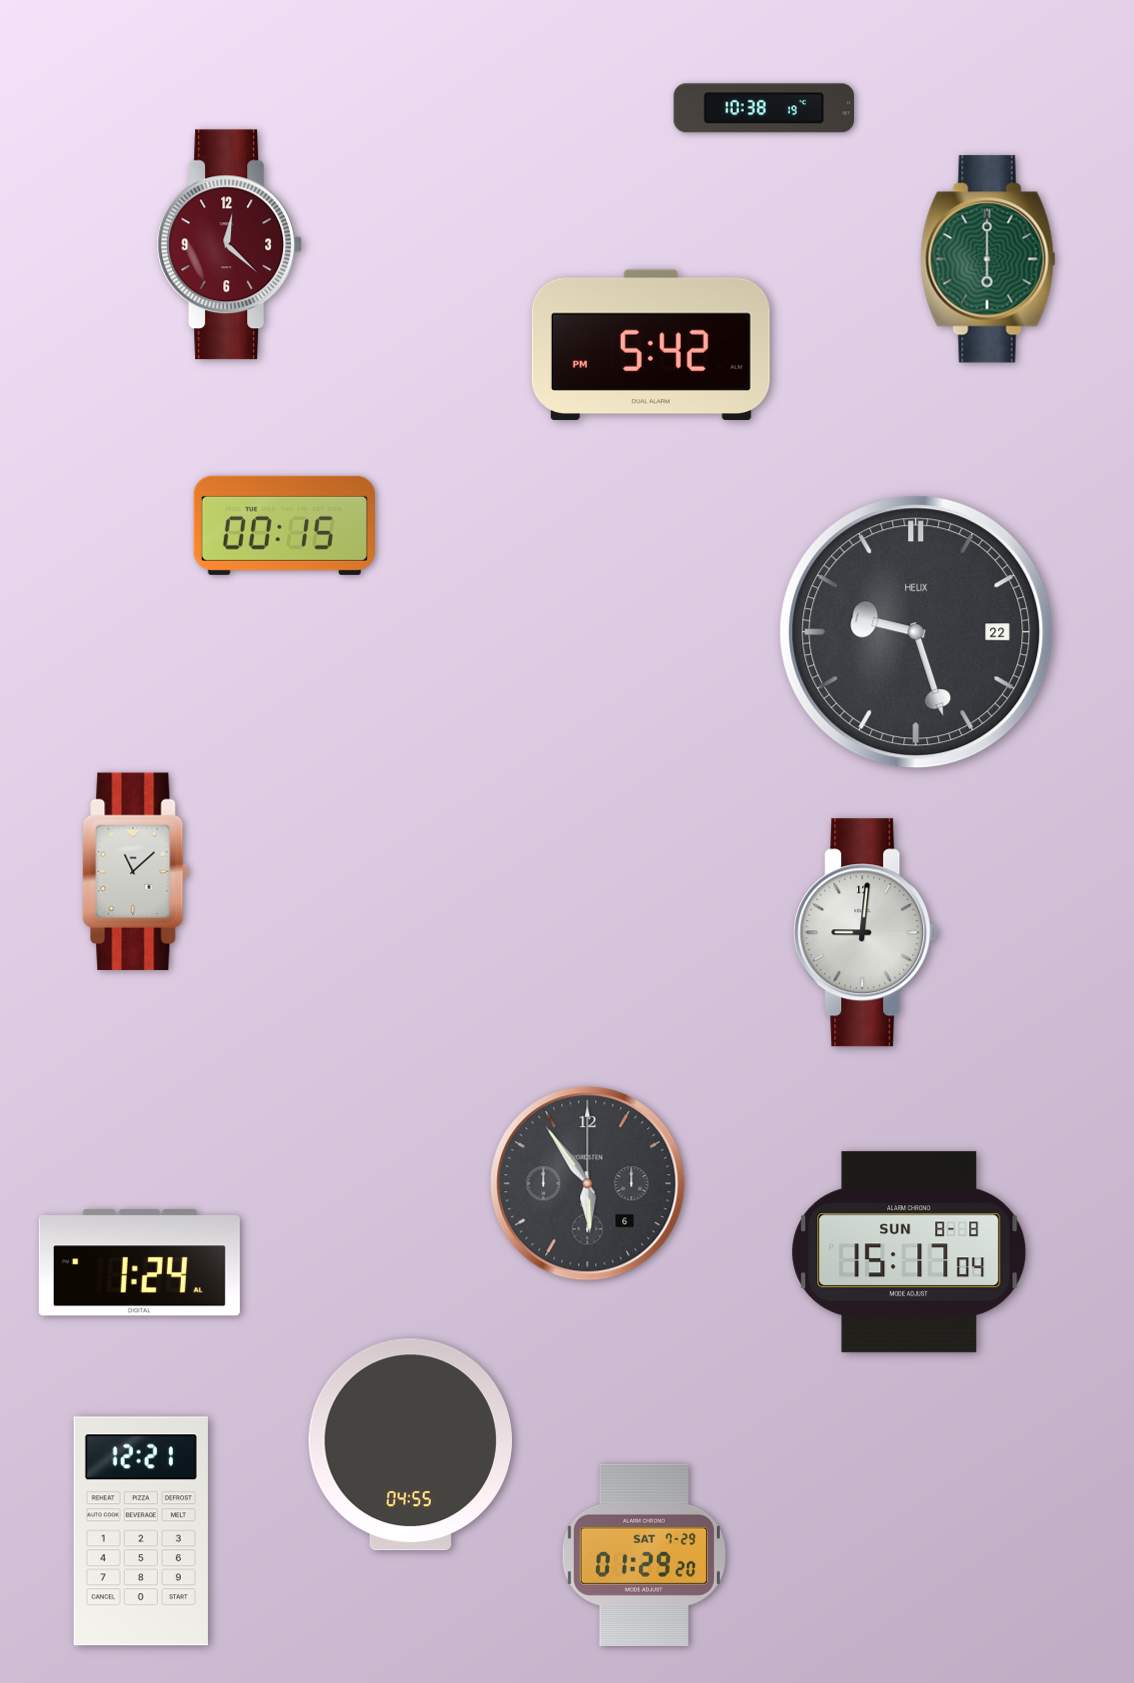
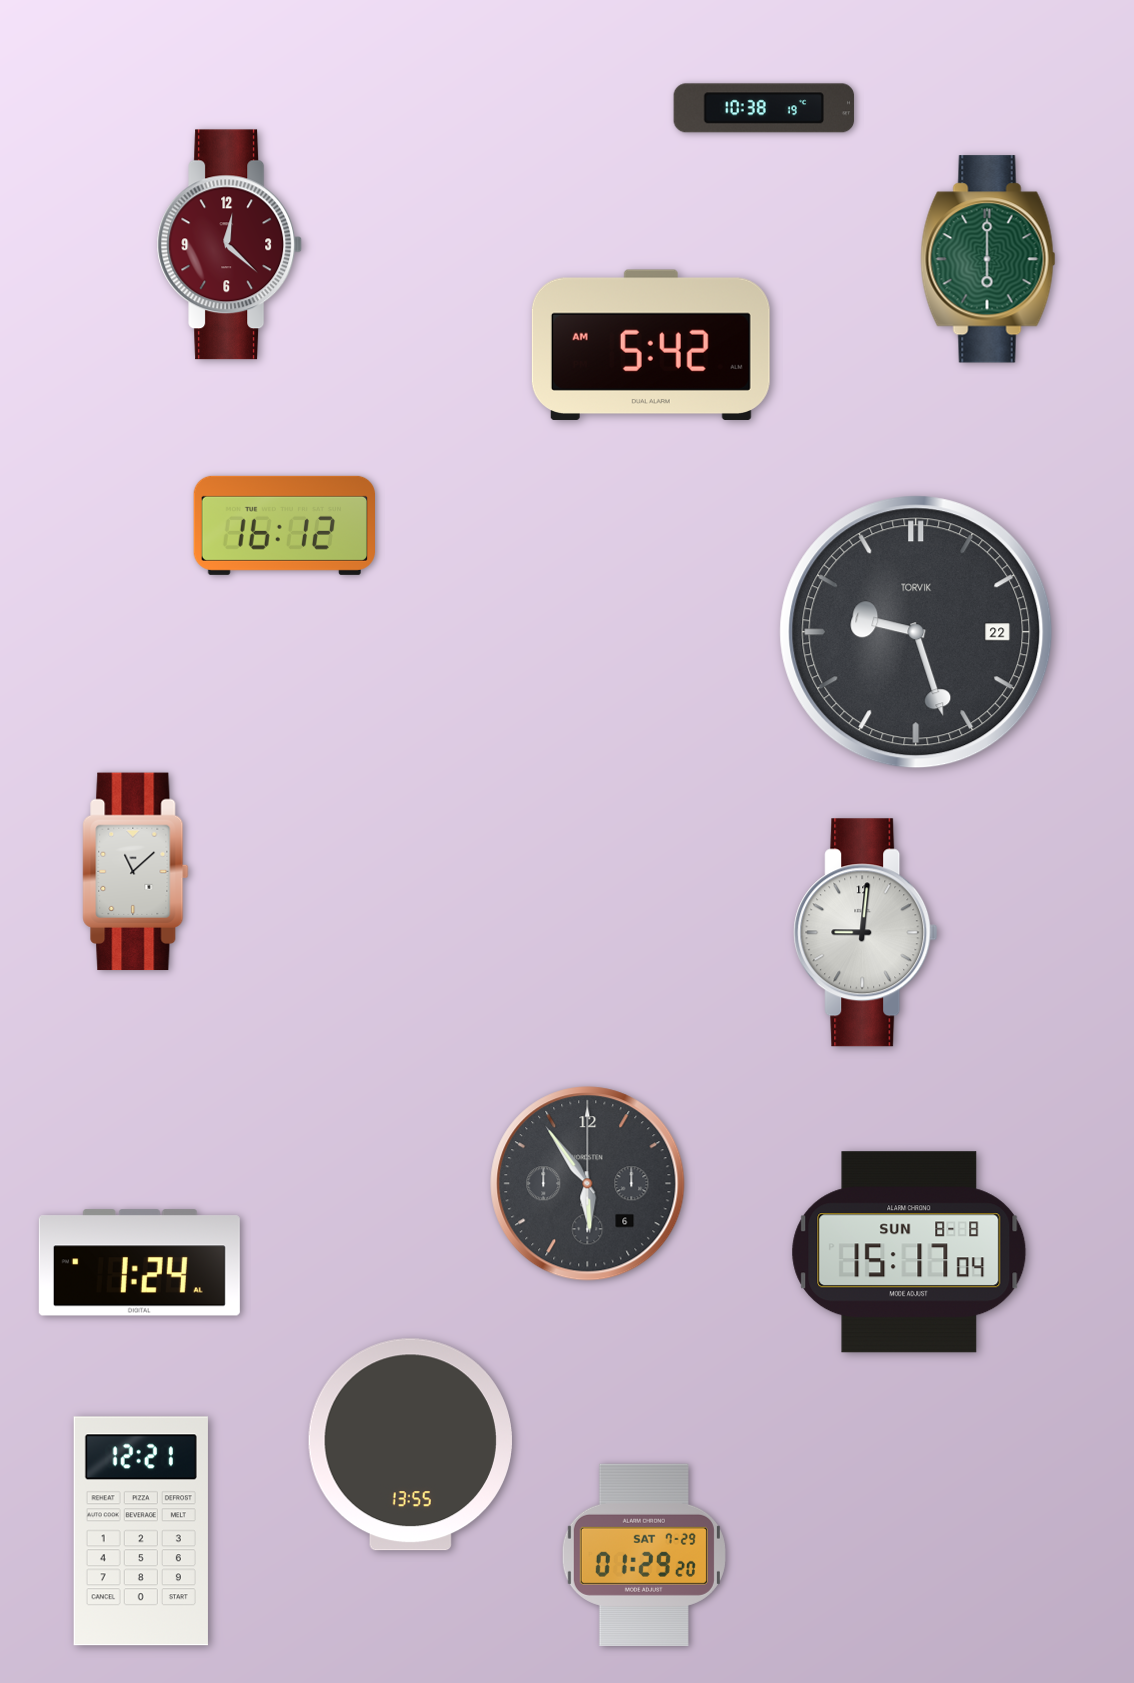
clock at (651, 345): 5:42 PM -> 5:42 AM
clock at (284, 525): 00:15 -> 16:12
clock at (916, 632) brand: HELIX -> TORVIK
clock at (410, 1445): 04:55 -> 13:55
